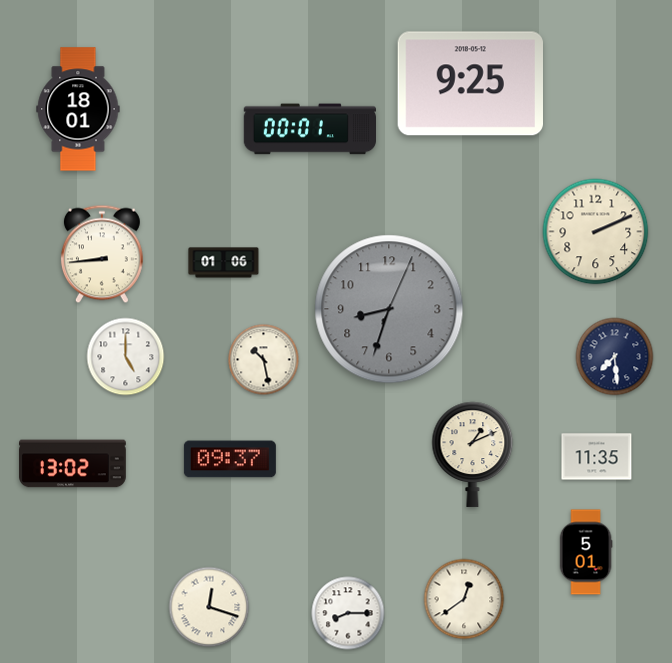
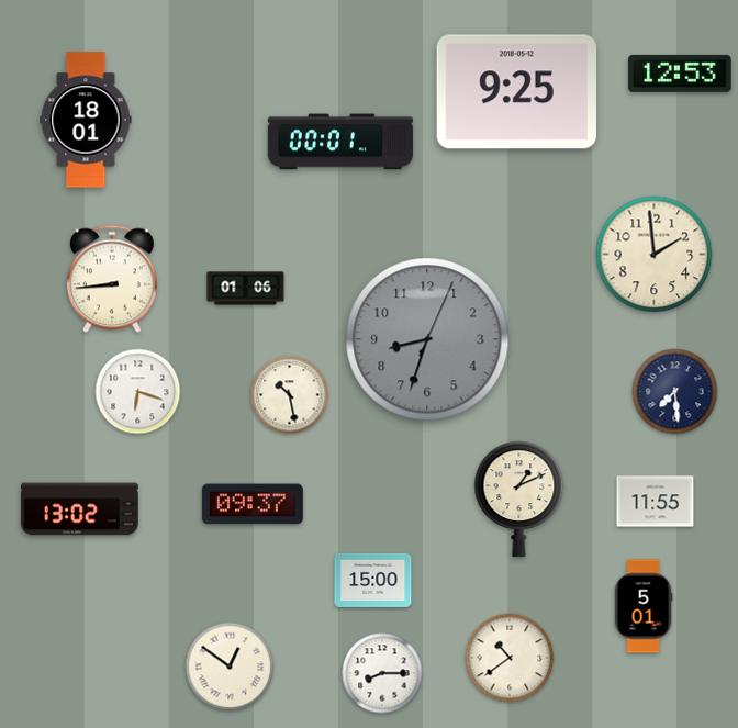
clock at (680, 74): none -> 12:53
clock at (596, 232): 2:11 -> 1:59
clock at (126, 357): 5:00 -> 6:18
clock at (597, 457): 11:35 -> 11:55
clock at (373, 580): none -> 15:00
clock at (464, 599): 12:39 -> 10:39
clock at (209, 607): 12:18 -> 12:51
